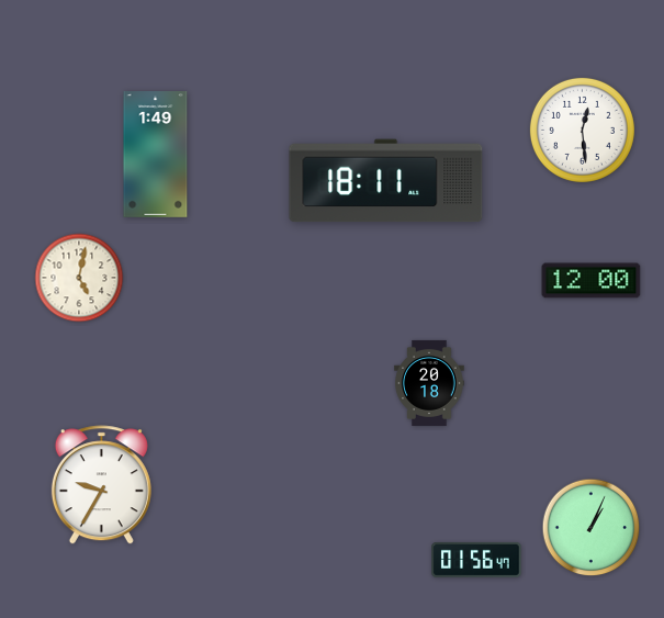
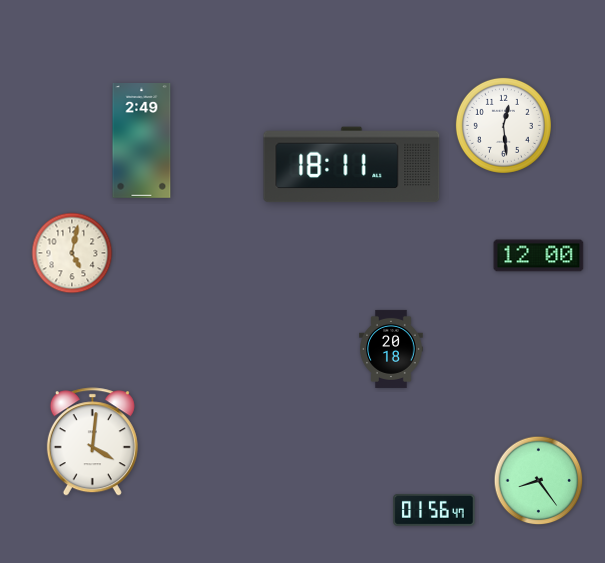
clock at (582, 130) position: (582, 130) -> (503, 125)
clock at (156, 155): 1:49 -> 2:49
clock at (101, 485): 9:35 -> 4:01
clock at (592, 528): 1:04 -> 8:24
